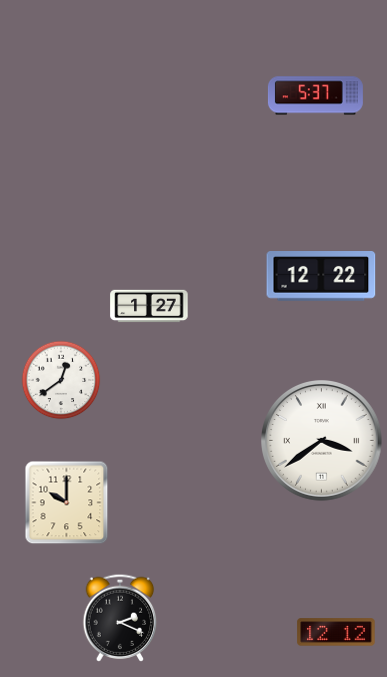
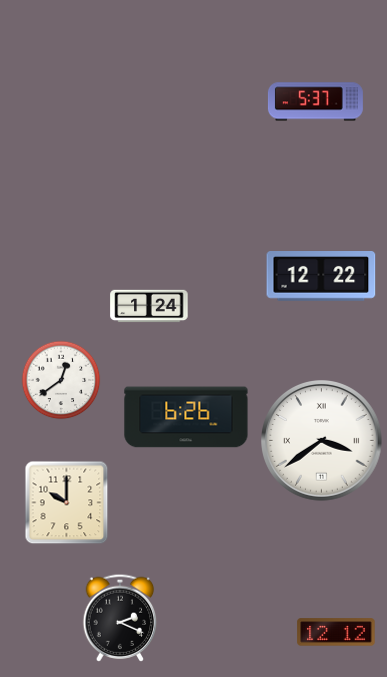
clock at (315, 96) position: (315, 96) -> (315, 102)
clock at (149, 306): 1:27 -> 1:24
clock at (186, 417): none -> 6:26
